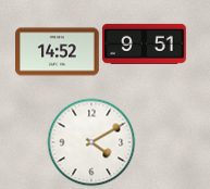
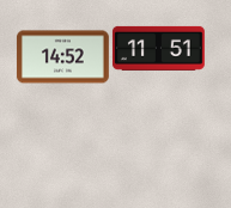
clock at (144, 43): 9:51 -> 11:51
clock at (91, 142): 4:10 -> none
